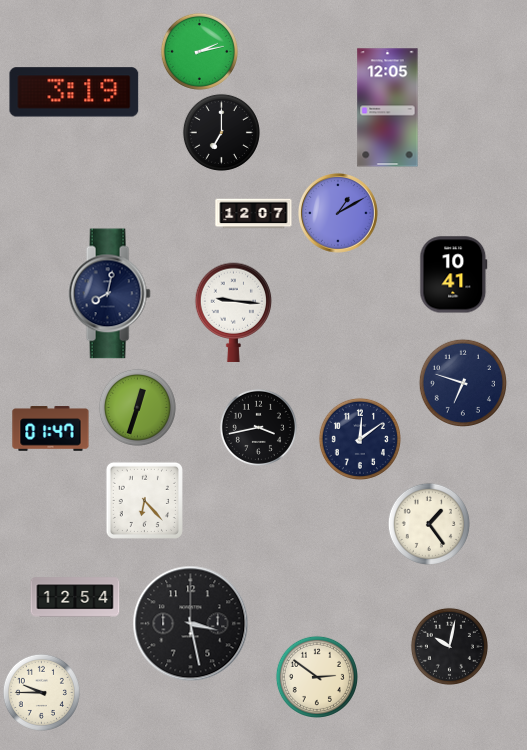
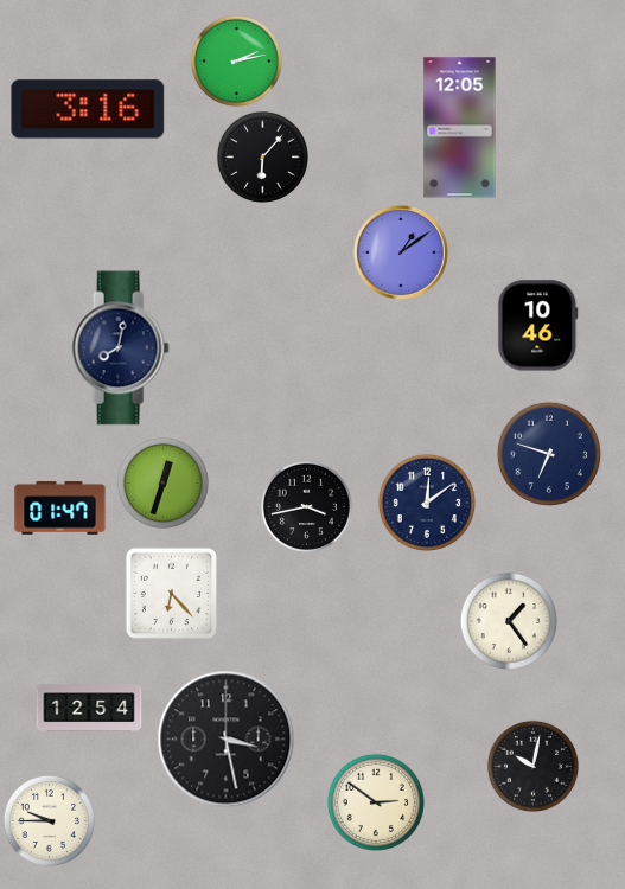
clock at (74, 92): 3:19 -> 3:16
clock at (221, 132): 7:00 -> 6:07
clock at (254, 214): 12:07 -> none
clock at (339, 214): 1:10 -> 1:09
clock at (454, 275): 10:41 -> 10:46
clock at (109, 294) position: (109, 294) -> (120, 348)
clock at (234, 312): 9:16 -> none
clock at (360, 439) position: (360, 439) -> (427, 503)
